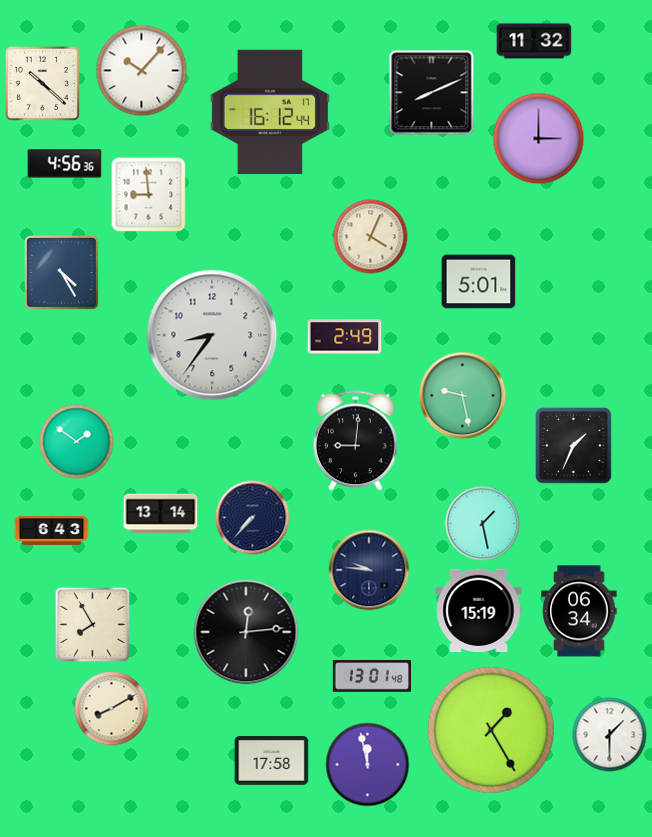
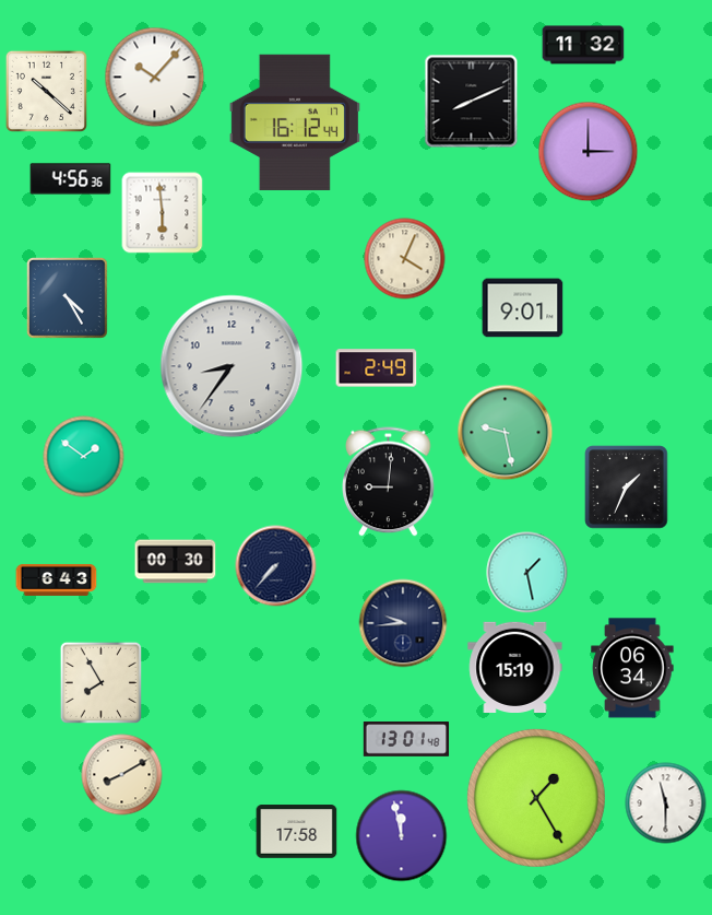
clock at (149, 195): 8:59 -> 5:59
clock at (479, 282): 5:01 -> 9:01
clock at (77, 442) position: (77, 442) -> (84, 457)
clock at (161, 514): 13:14 -> 00:30
clock at (369, 570): 9:46 -> 9:44
clock at (479, 610) position: (479, 610) -> (515, 667)
clock at (246, 632): 12:14 -> none
clock at (610, 735): 1:30 -> 11:30
